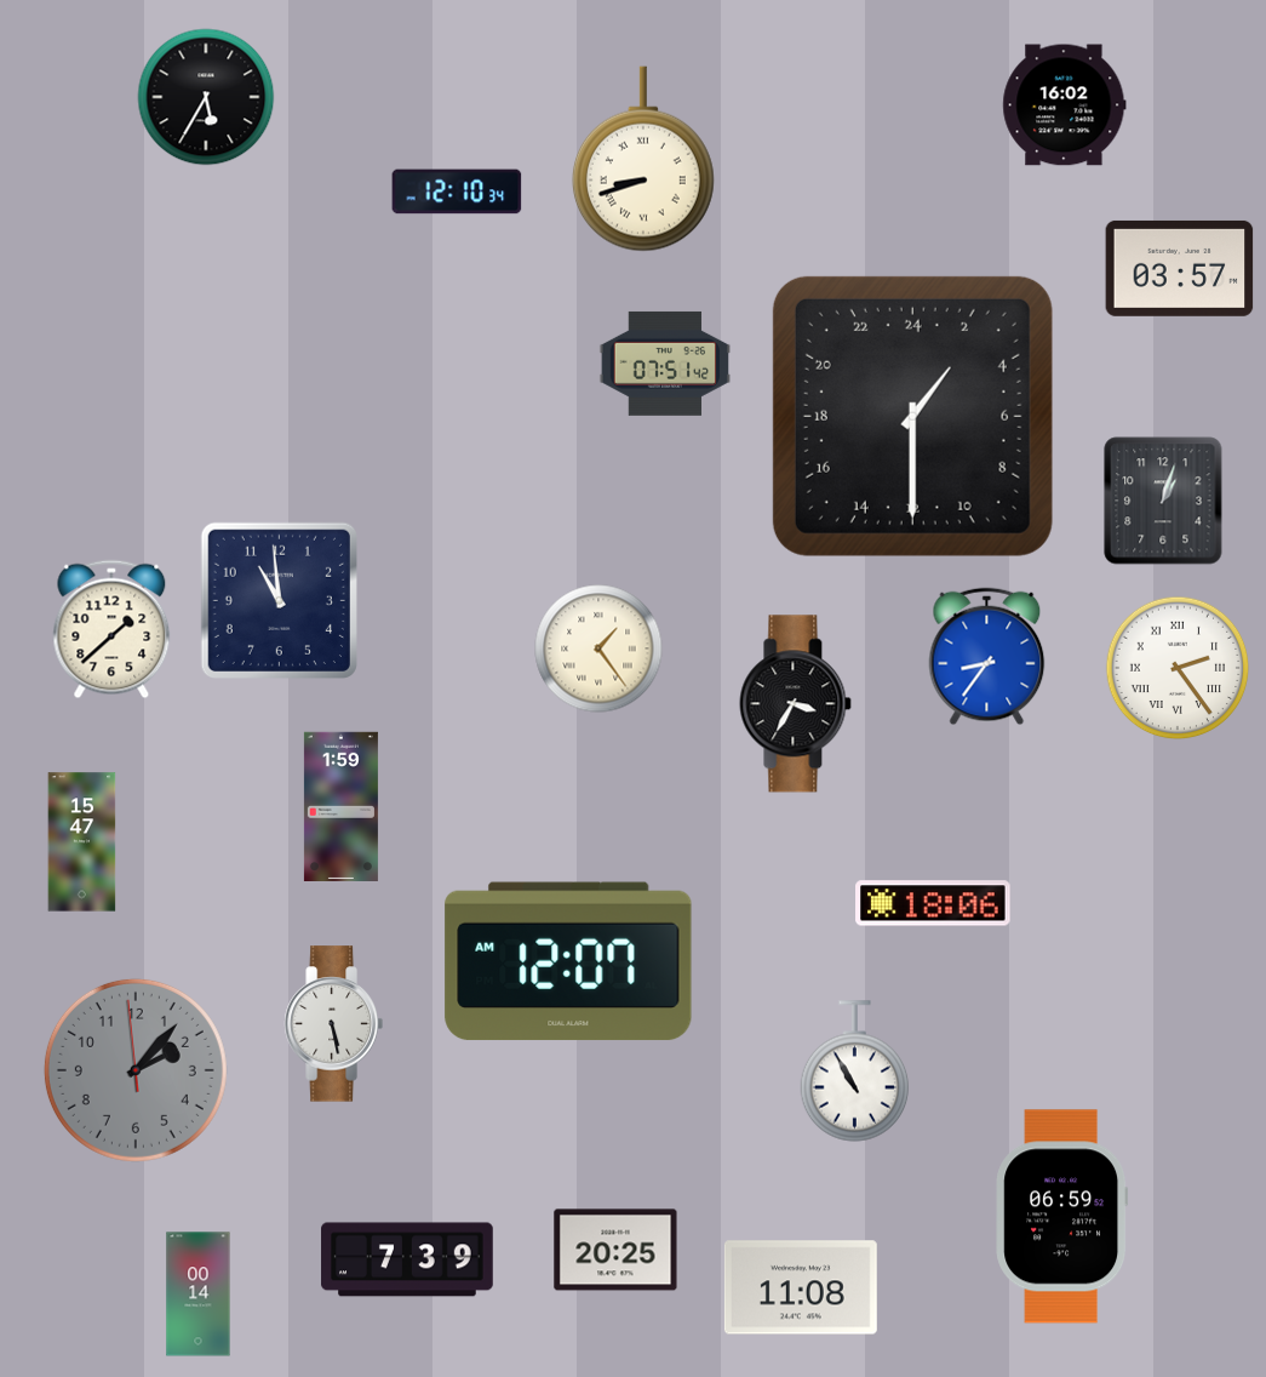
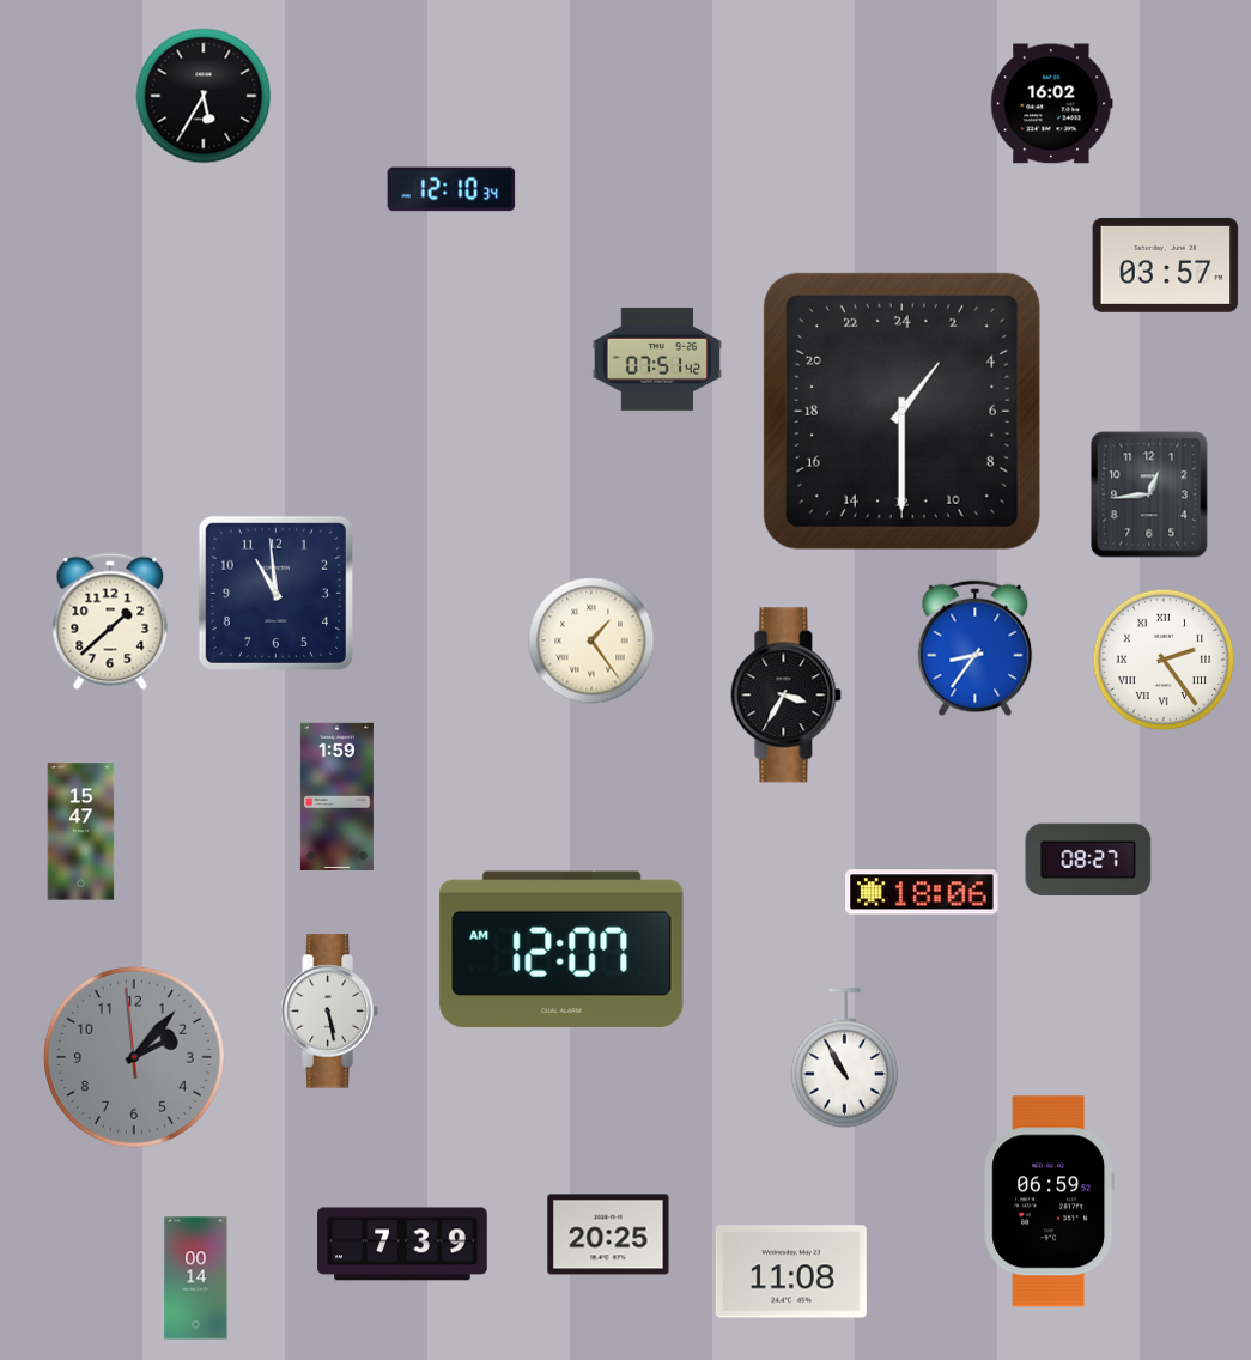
clock at (643, 159): 8:42 -> none
clock at (1163, 501): 1:03 -> 12:44
clock at (1088, 860): none -> 08:27
